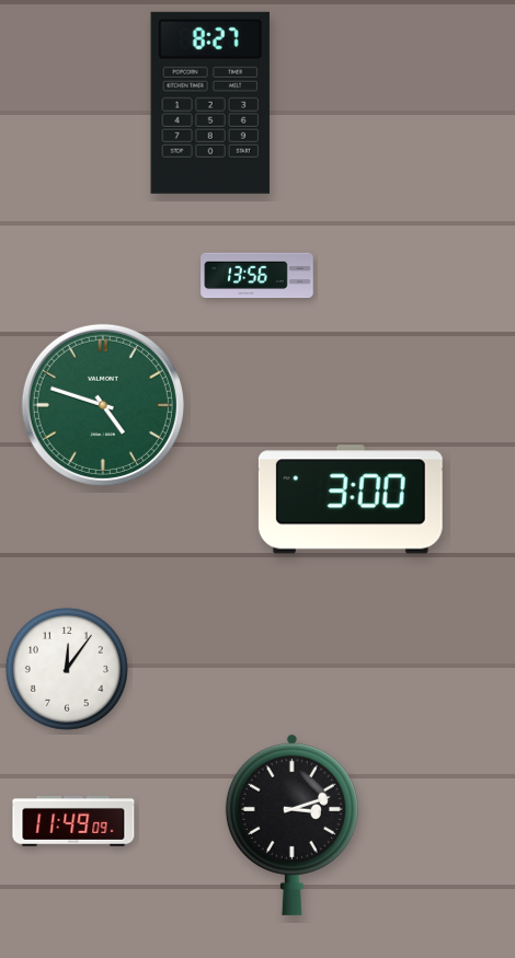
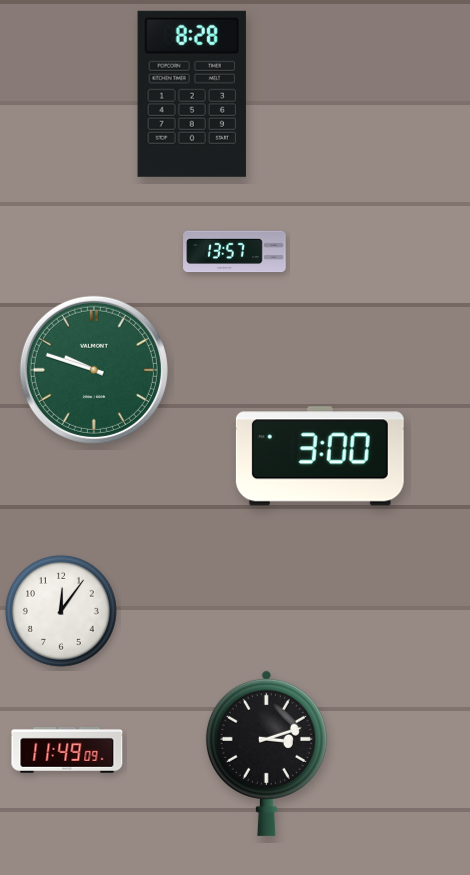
clock at (210, 103): 8:27 -> 8:28
clock at (257, 276): 13:56 -> 13:57
clock at (103, 405): 4:48 -> 9:48
